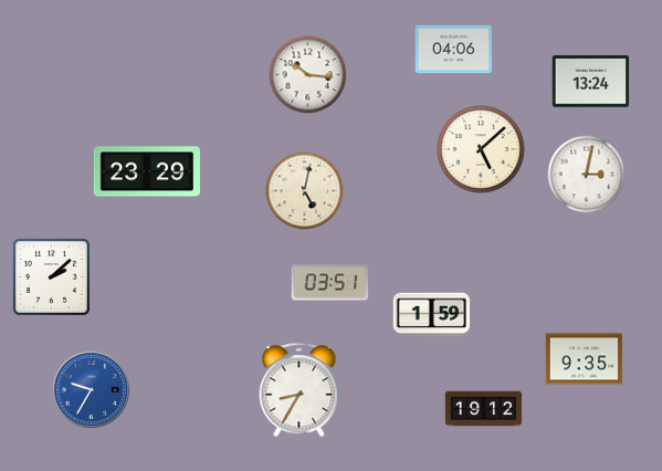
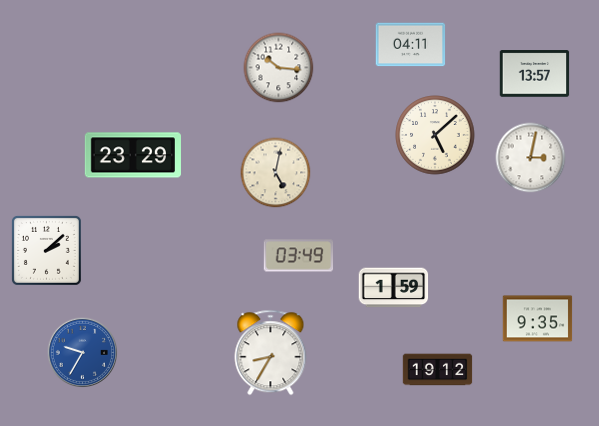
clock at (454, 50): 04:06 -> 04:11
clock at (591, 82): 13:24 -> 13:57
clock at (330, 283): 03:51 -> 03:49
clock at (432, 315) position: (432, 315) -> (394, 288)
clock at (585, 359) position: (585, 359) -> (538, 319)
